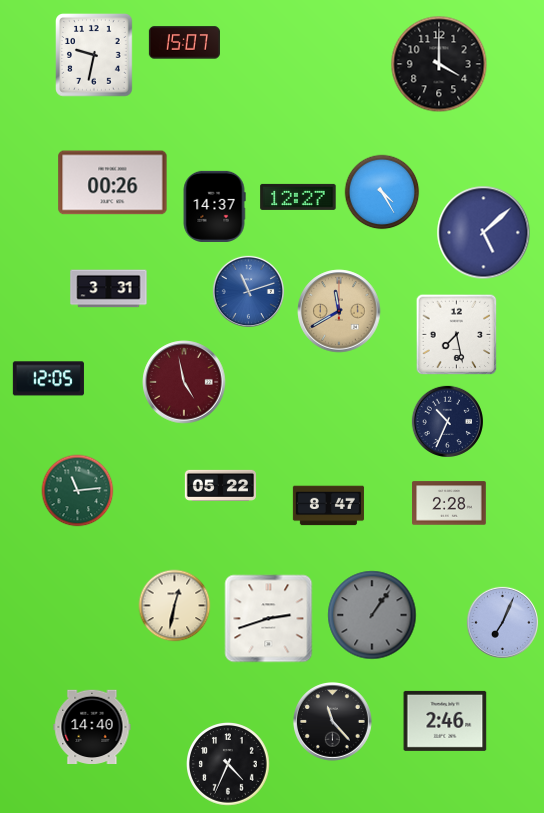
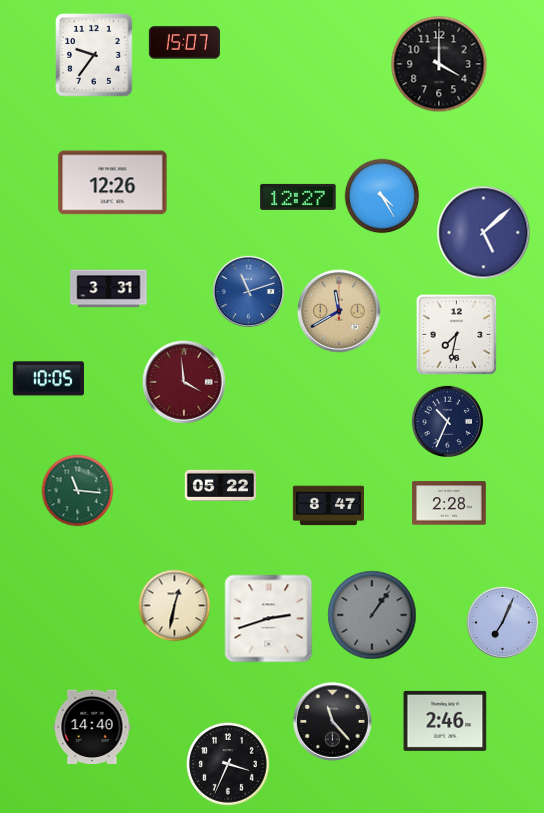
clock at (95, 55): 9:32 -> 9:36
clock at (113, 183): 00:26 -> 12:26
clock at (382, 192) position: (382, 192) -> (382, 196)
clock at (214, 206): 14:37 -> none
clock at (457, 335): 7:28 -> 7:32
clock at (48, 379): 12:05 -> 10:05
clock at (184, 382): 4:58 -> 3:59
clock at (78, 491): 11:14 -> 11:16
clock at (228, 764): 4:34 -> 3:34
